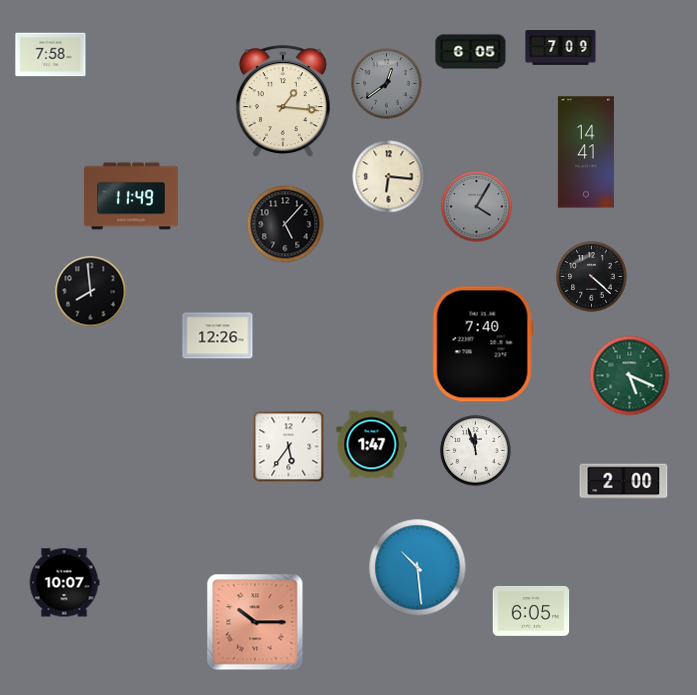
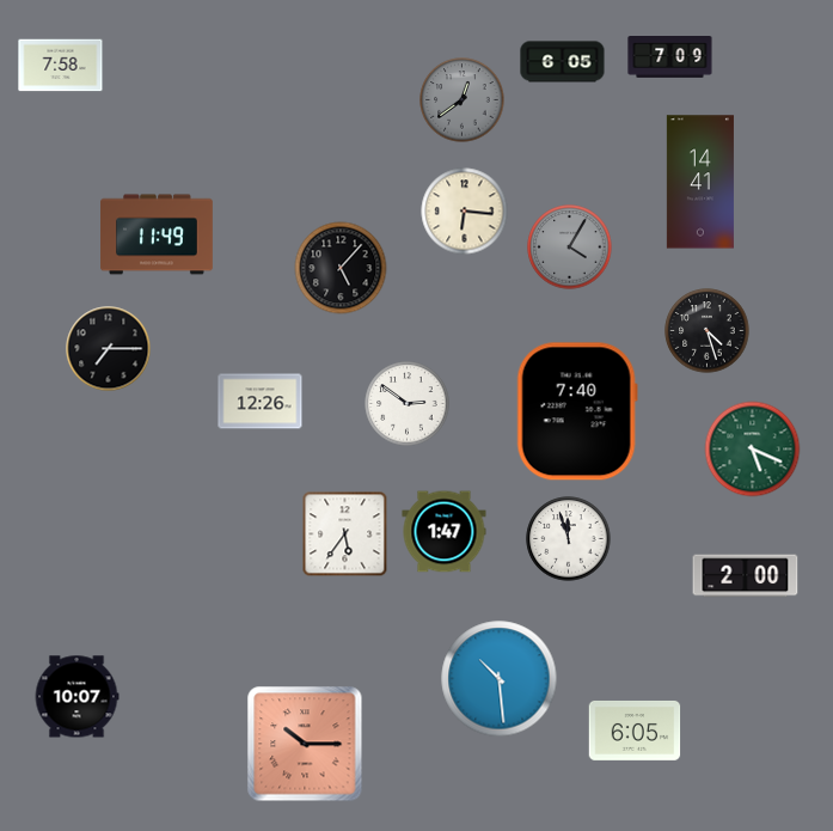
clock at (283, 101): 1:16 -> none
clock at (592, 277): 4:22 -> 4:27
clock at (91, 292): 7:59 -> 7:15
clock at (408, 404): none -> 2:51
